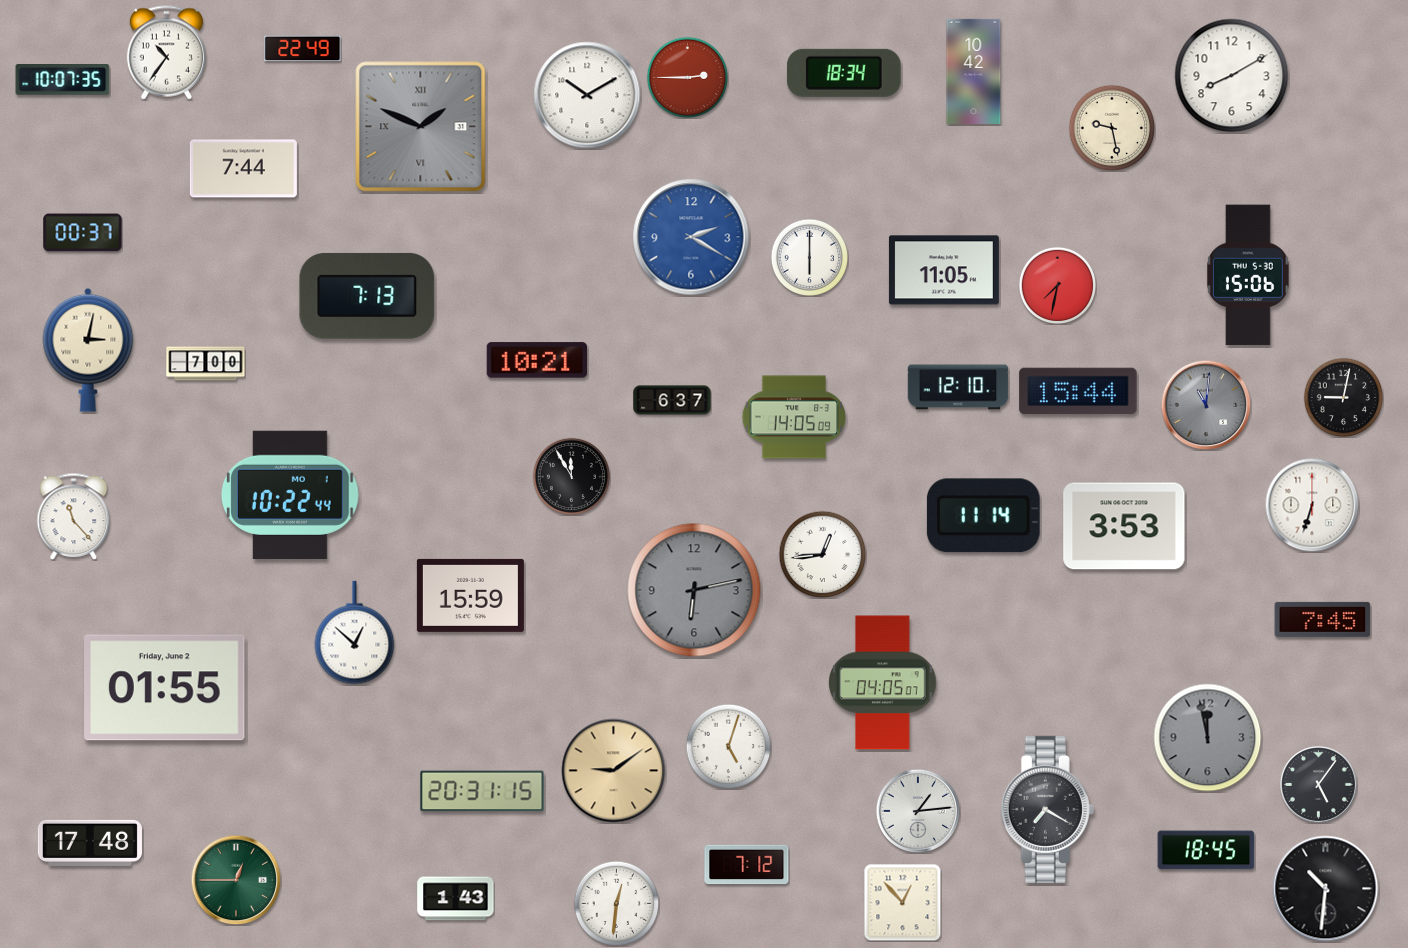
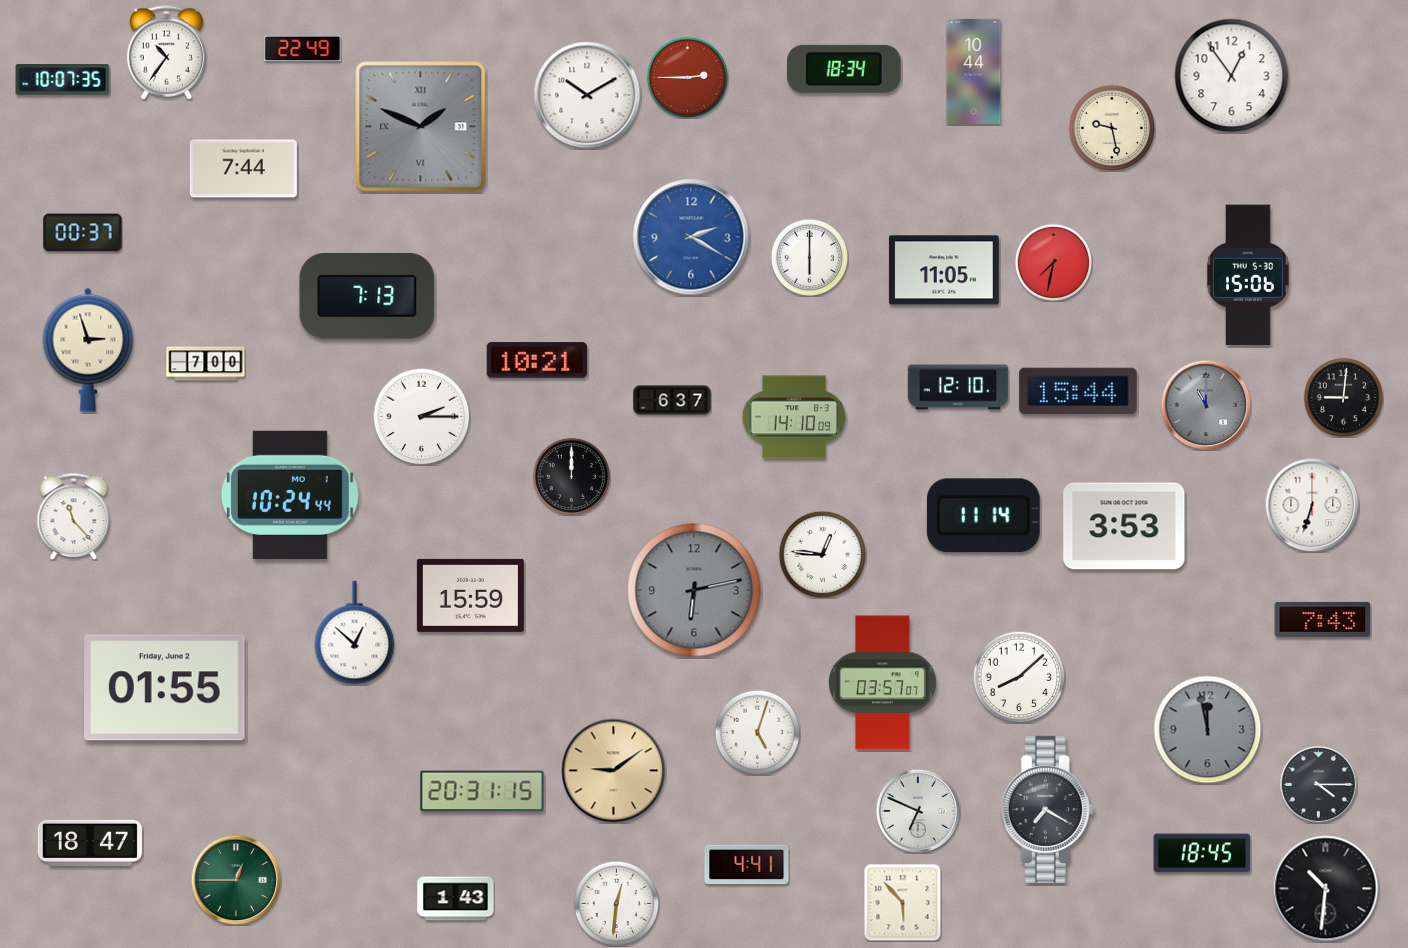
clock at (974, 71): 10:42 -> 10:44
clock at (844, 73) position: (844, 73) -> (844, 69)
clock at (1232, 76): 8:10 -> 12:54
clock at (1057, 285) position: (1057, 285) -> (1053, 262)
clock at (88, 350): 3:02 -> 2:57
clock at (1343, 397): 9:02 -> 9:01
clock at (1206, 405): 11:01 -> 11:00
clock at (421, 416): none -> 2:15
clock at (794, 417): 14:05 -> 14:10
clock at (571, 476): 11:55 -> 12:00
clock at (290, 495): 10:22 -> 10:24
clock at (822, 554): 12:44 -> 12:46
clock at (1323, 619): 7:45 -> 7:43
clock at (1019, 677): none -> 8:08
clock at (883, 683): 04:05 -> 03:57
clock at (1208, 738) position: (1208, 738) -> (1208, 730)
clock at (728, 746) position: (728, 746) -> (757, 732)
clock at (1318, 784): 5:06 -> 4:15
clock at (917, 810): 1:14 -> 6:49
clock at (90, 843): 17:48 -> 18:47
clock at (1206, 850) position: (1206, 850) -> (1202, 853)
clock at (747, 865): 7:12 -> 4:41
clock at (902, 902): 12:53 -> 5:53
